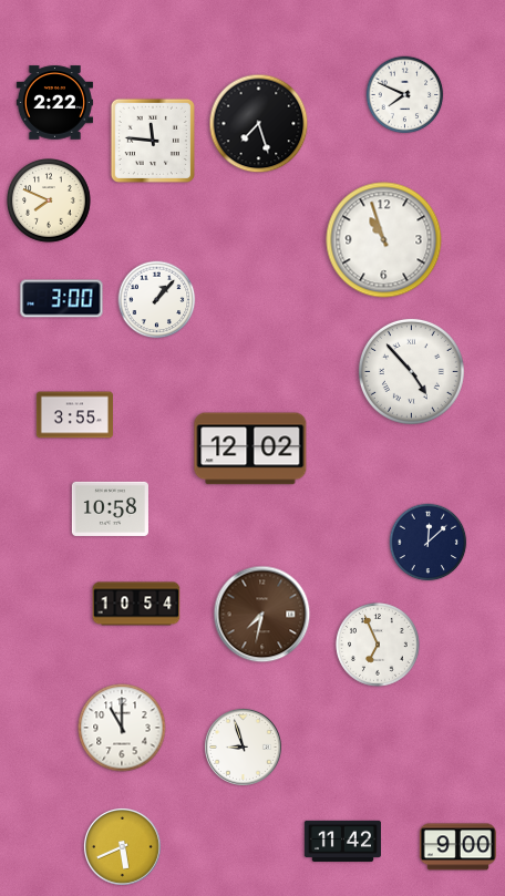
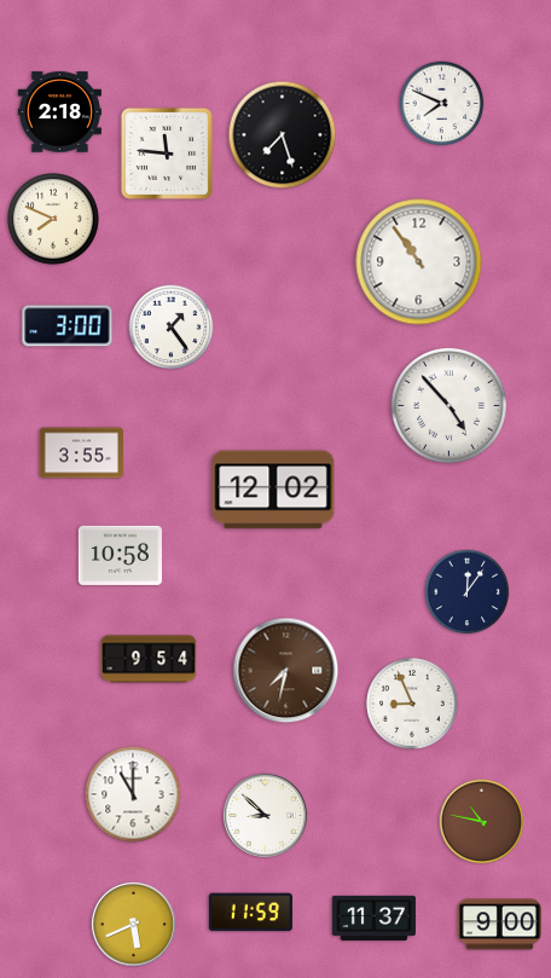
clock at (54, 103): 2:22 -> 2:18
clock at (384, 240): 10:57 -> 10:54
clock at (157, 300): 1:07 -> 1:24
clock at (429, 543): 12:08 -> 12:06
clock at (136, 604): 10:54 -> 9:54
clock at (378, 645): 6:56 -> 8:56
clock at (243, 746): 8:57 -> 8:52
clock at (482, 822): none -> 10:47
clock at (250, 913): none -> 11:59
clock at (342, 841): 11:42 -> 11:37
